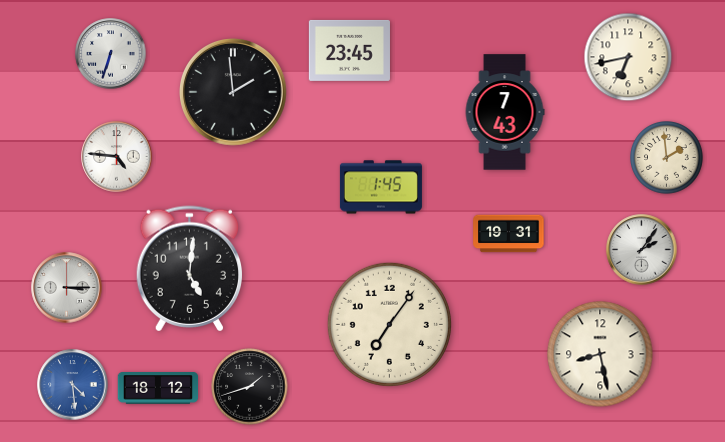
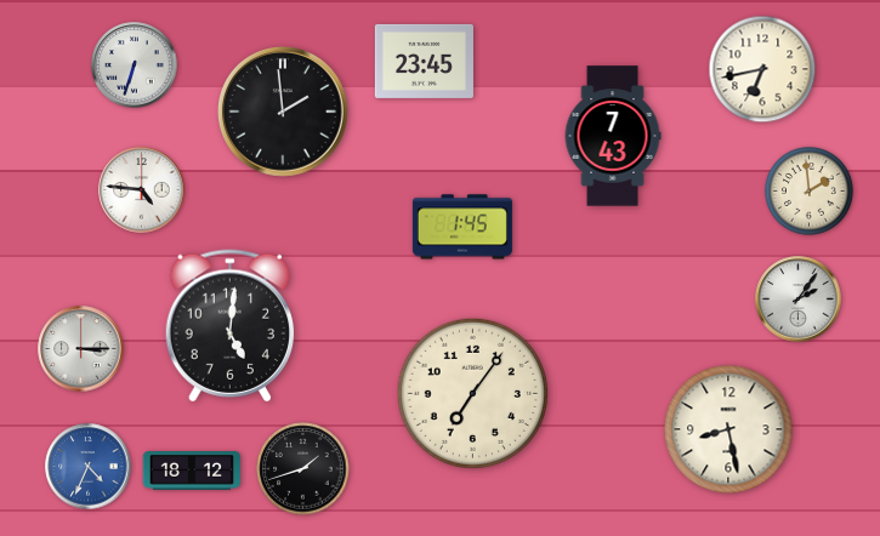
clock at (509, 234): 19:31 -> none
clock at (642, 250) position: (642, 250) -> (799, 300)
clock at (73, 385): 4:29 -> 4:34
